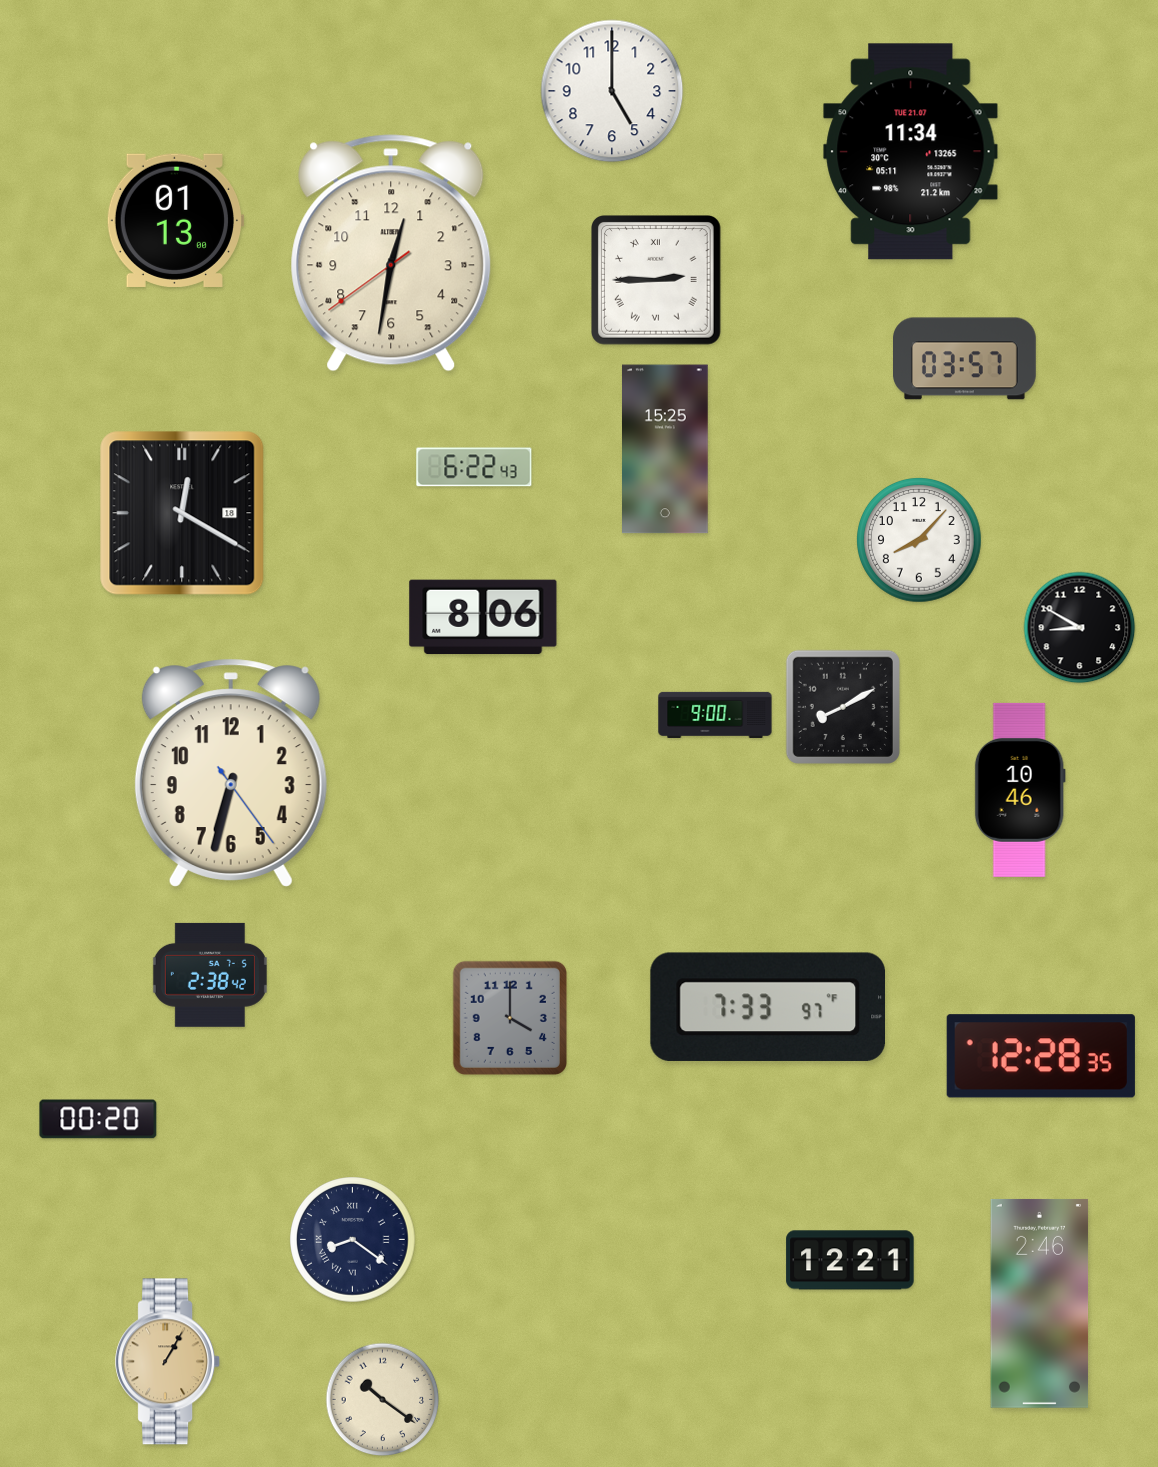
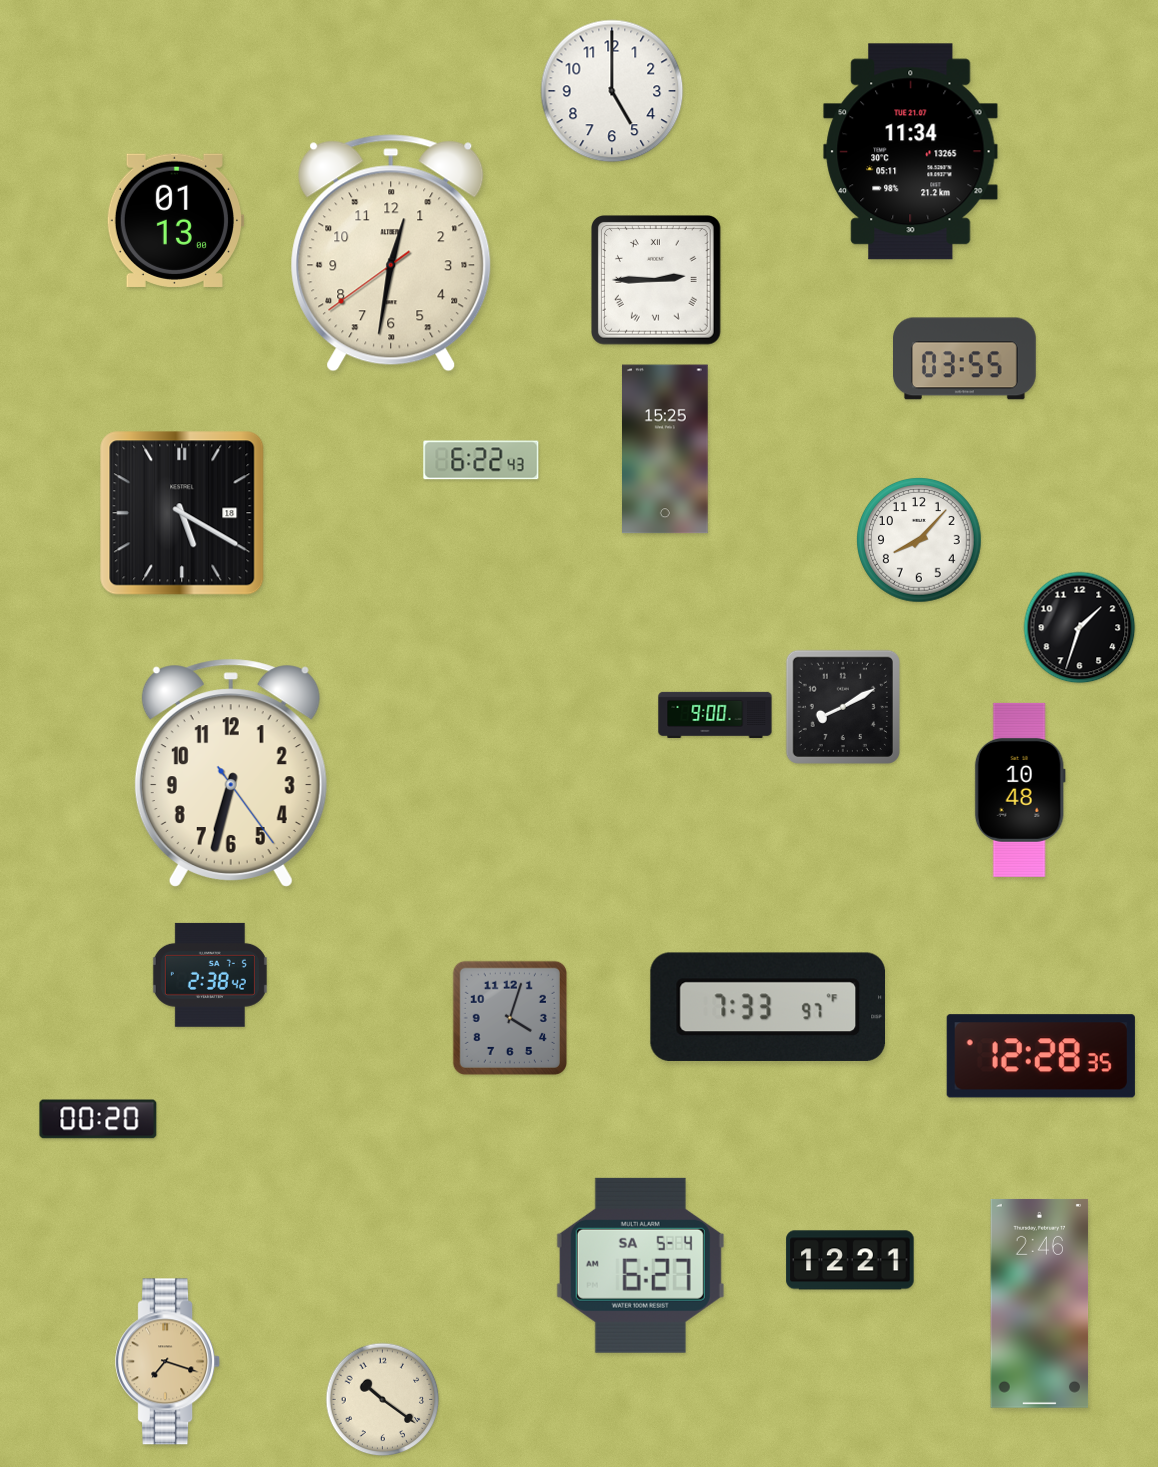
clock at (965, 359): 03:57 -> 03:55
clock at (474, 467) position: (474, 467) -> (481, 460)
clock at (182, 513): 12:20 -> 5:20
clock at (483, 617): 8:06 -> none
clock at (1080, 628): 8:50 -> 1:33
clock at (1020, 790): 10:46 -> 10:48
clock at (510, 1018): 4:00 -> 4:03
clock at (353, 1240): 8:21 -> none
clock at (640, 1265): none -> 6:27
clock at (168, 1362): 1:05 -> 7:18
